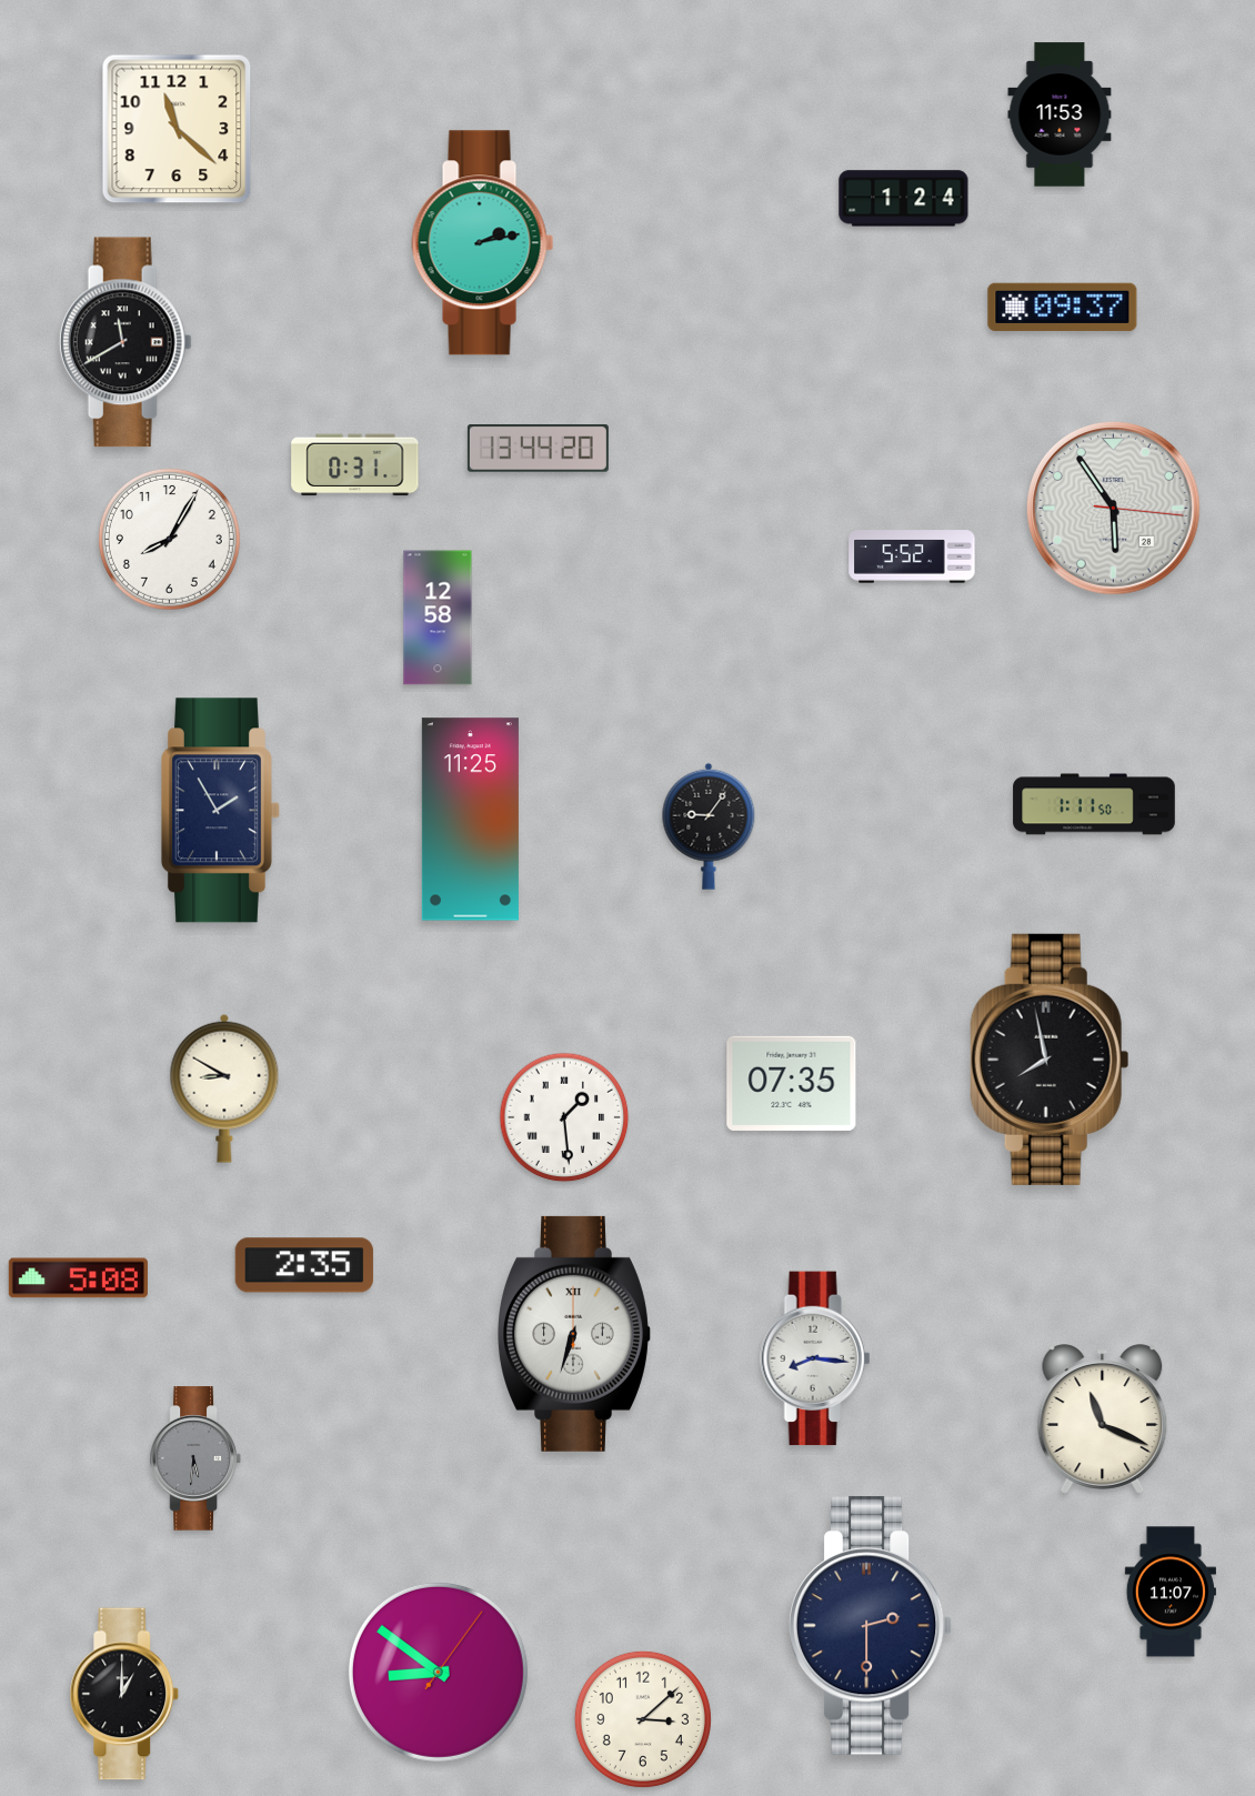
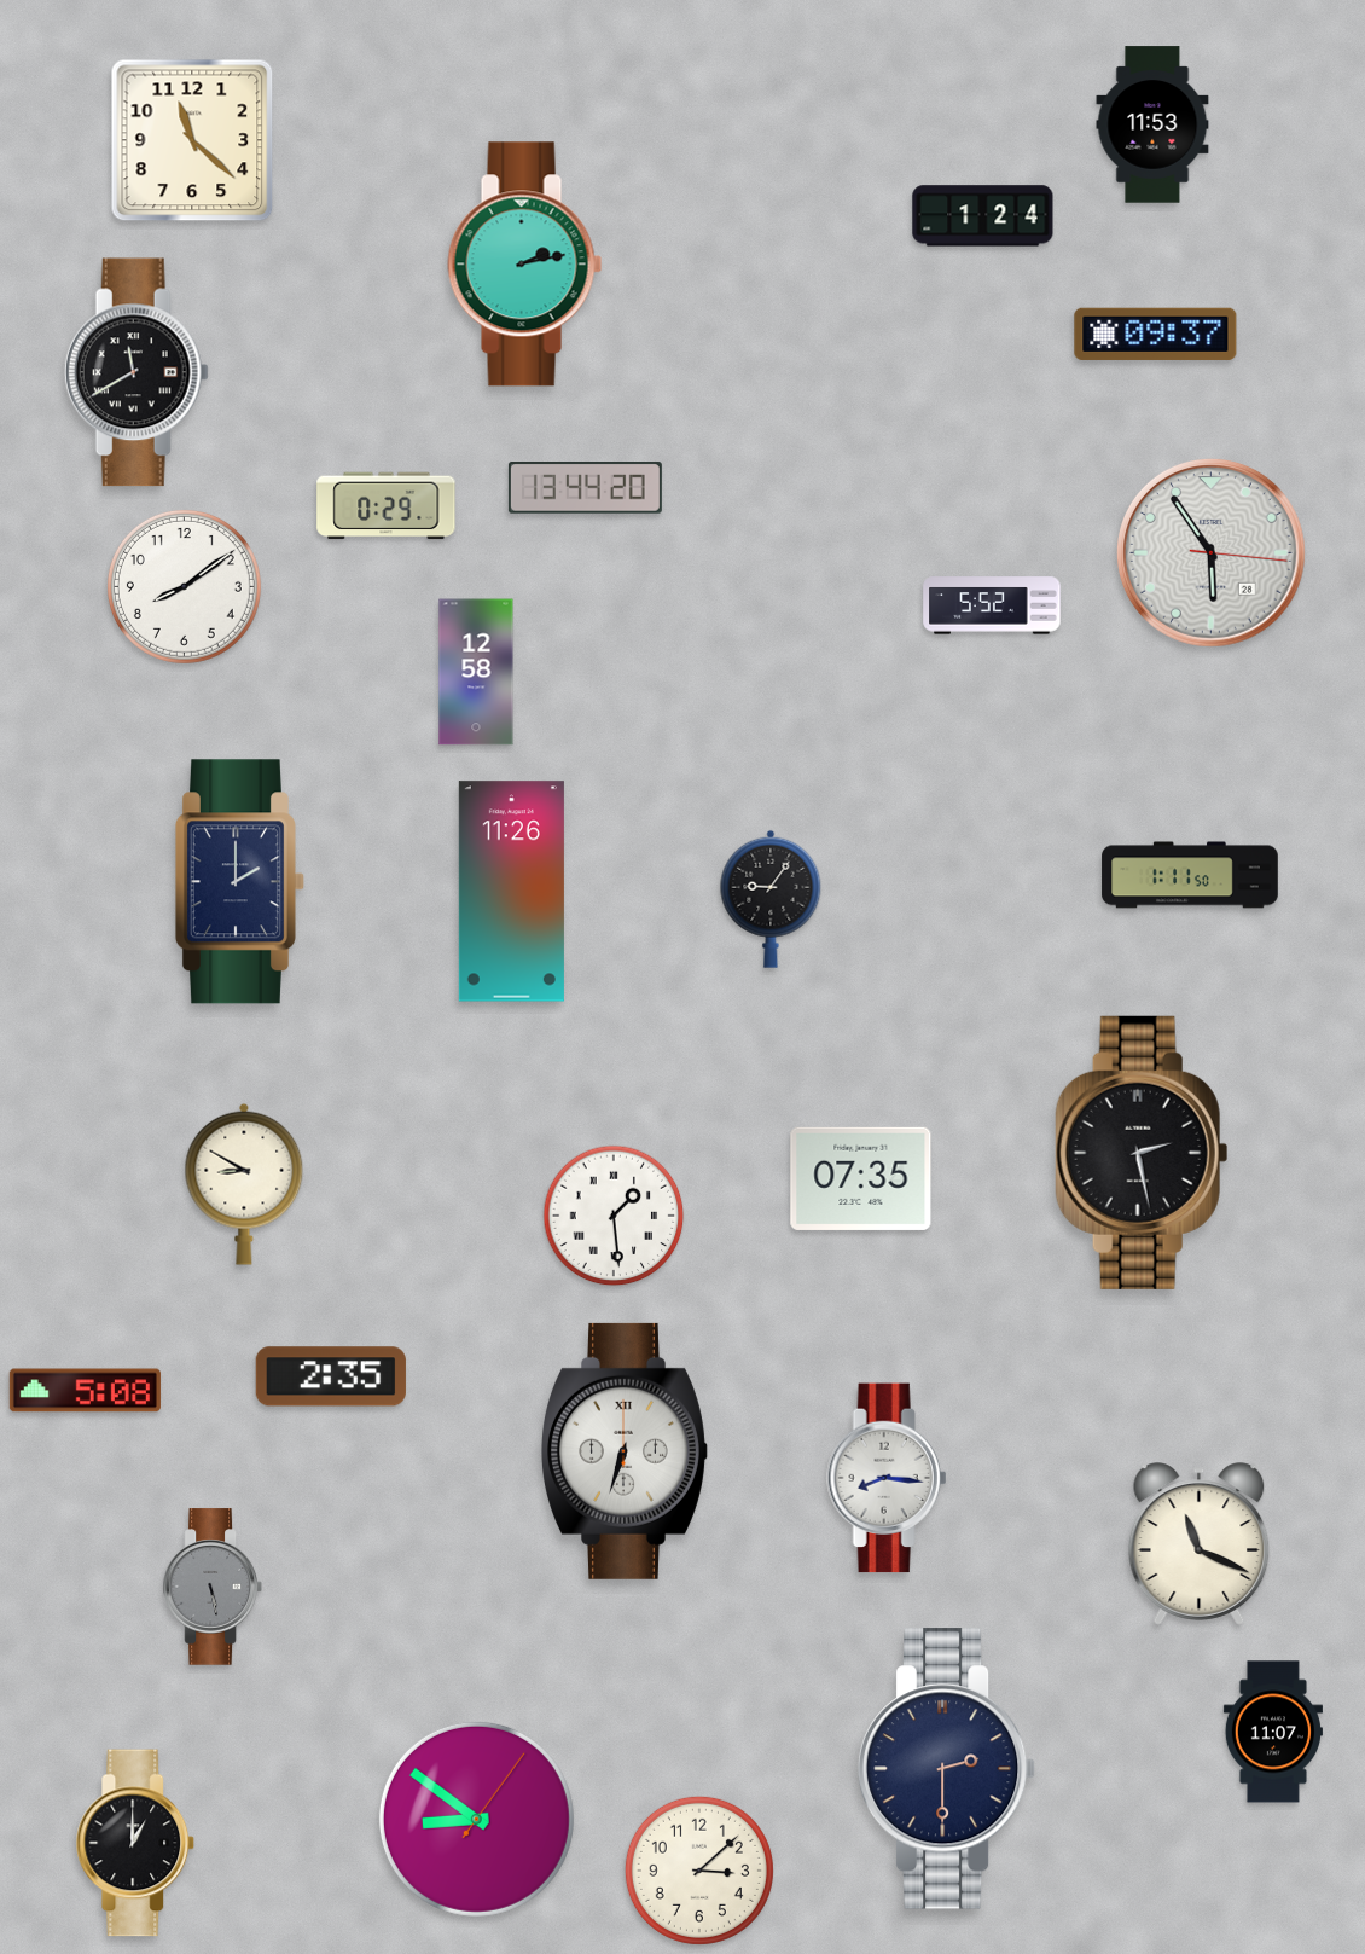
clock at (355, 465): 0:31 -> 0:29
clock at (169, 539): 8:05 -> 8:09
clock at (220, 811): 1:55 -> 2:00
clock at (470, 820): 11:25 -> 11:26
clock at (1050, 1060): 7:58 -> 2:28
clock at (195, 1458): 5:31 -> 5:28
